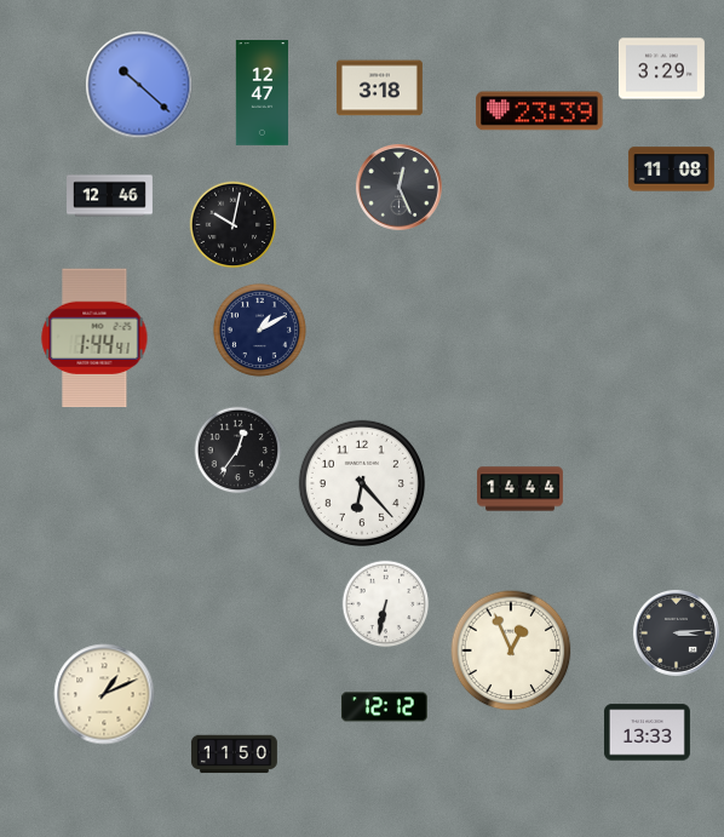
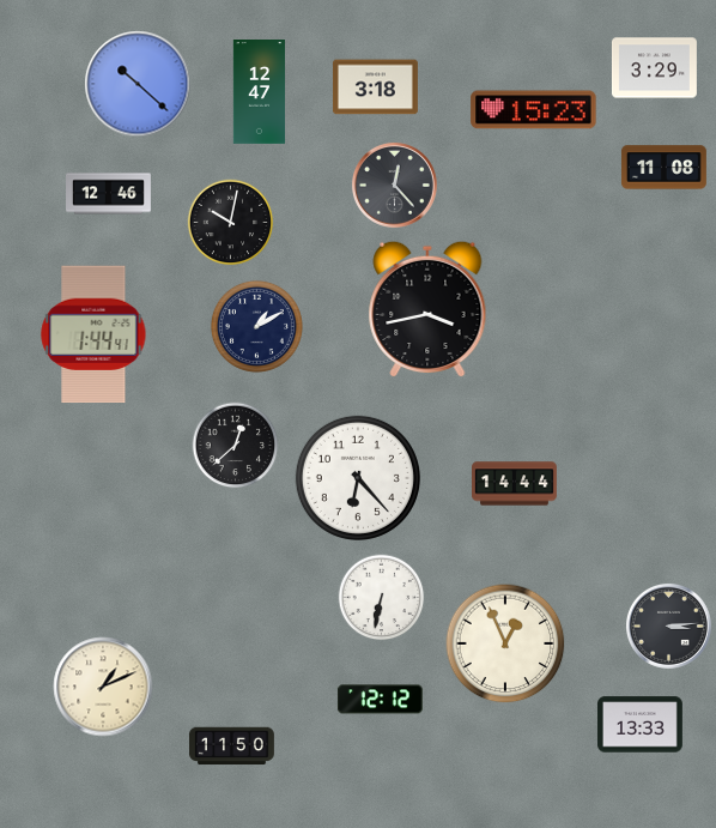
clock at (540, 111): 23:39 -> 15:23
clock at (398, 187): 12:26 -> 12:23
clock at (427, 309): none -> 3:43
clock at (239, 451): 12:36 -> 12:38
